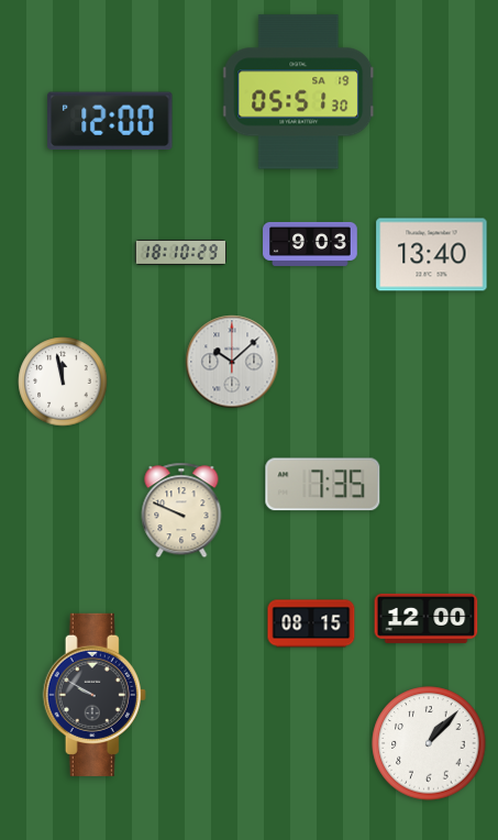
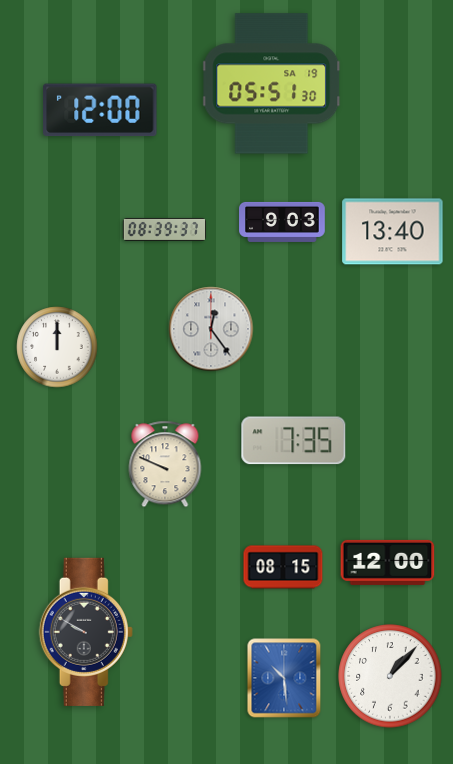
clock at (181, 252): 18:10 -> 08:39
clock at (232, 362): 10:08 -> 12:24
clock at (63, 382): 11:58 -> 12:00
clock at (284, 678): none -> 10:29
